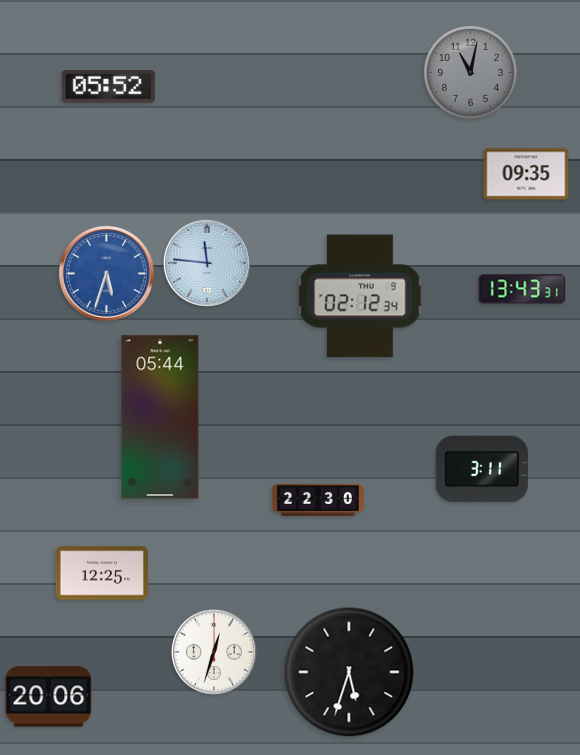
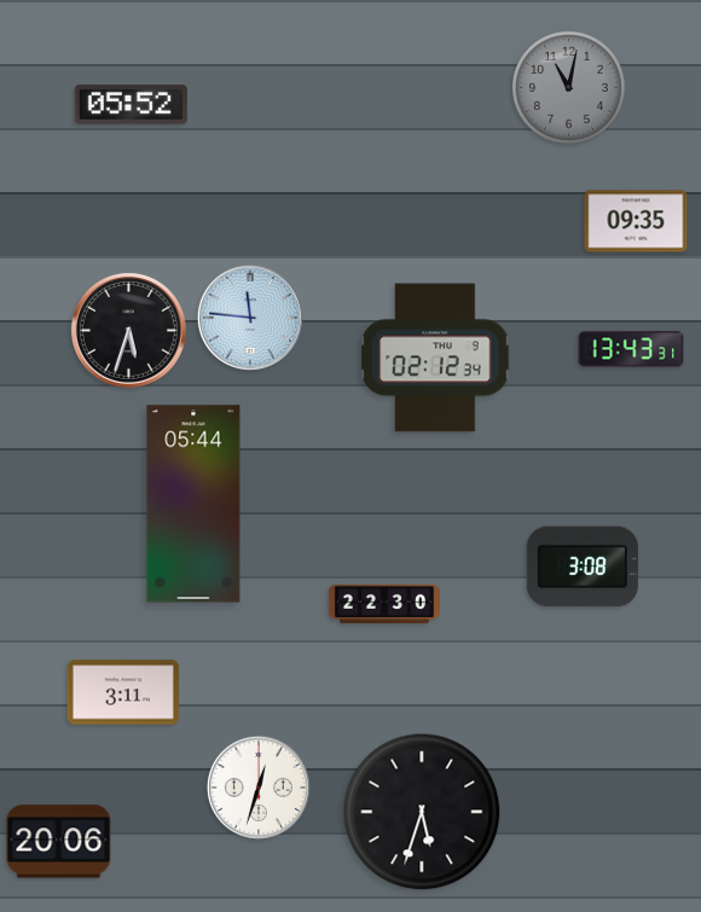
clock at (526, 174) position: (526, 174) -> (636, 221)
clock at (106, 273) dial: blue -> black
clock at (482, 469): 3:11 -> 3:08
clock at (102, 573): 12:25 -> 3:11
